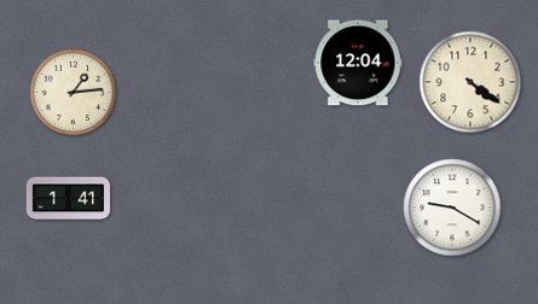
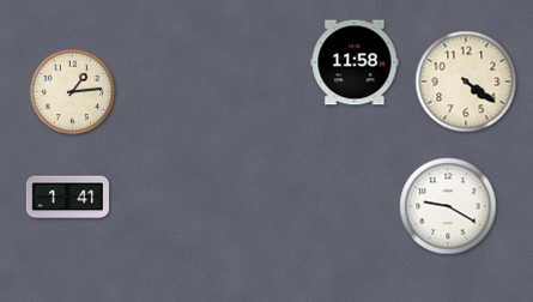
clock at (358, 63): 12:04 -> 11:58
